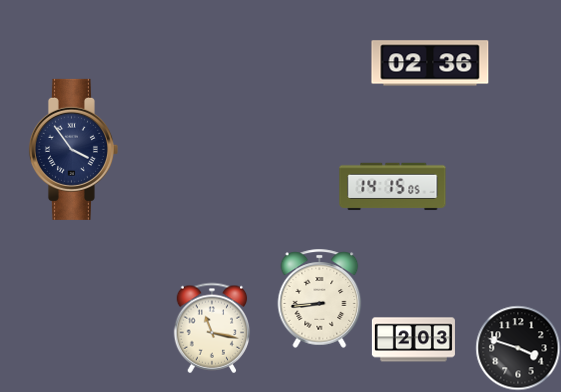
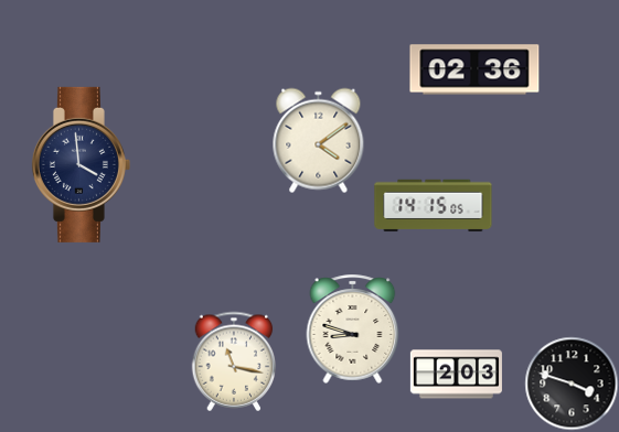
clock at (319, 140): none -> 4:09
clock at (73, 149): 3:54 -> 3:59
clock at (320, 298): 8:44 -> 8:48
